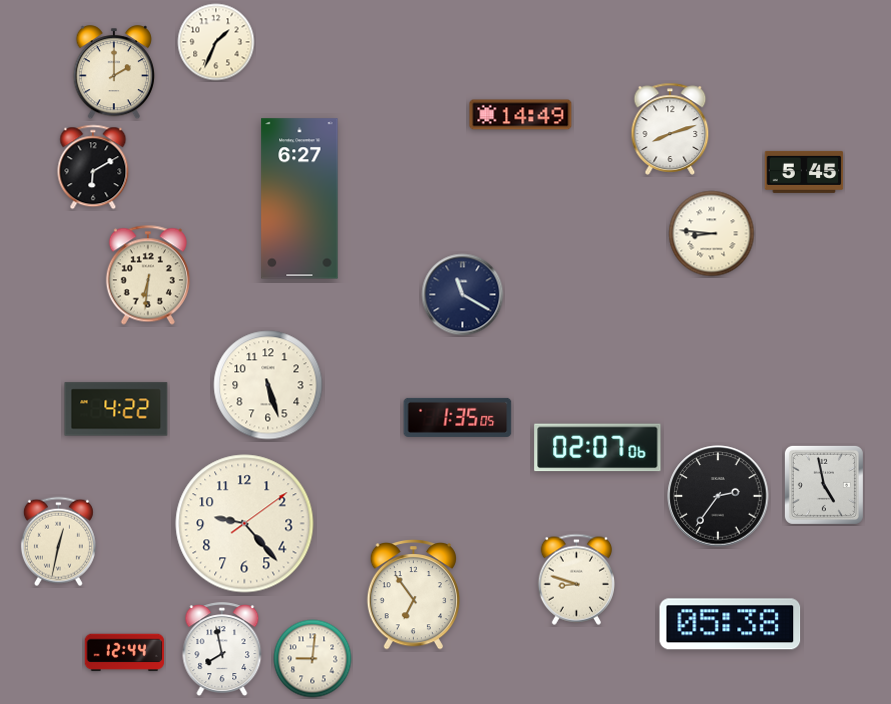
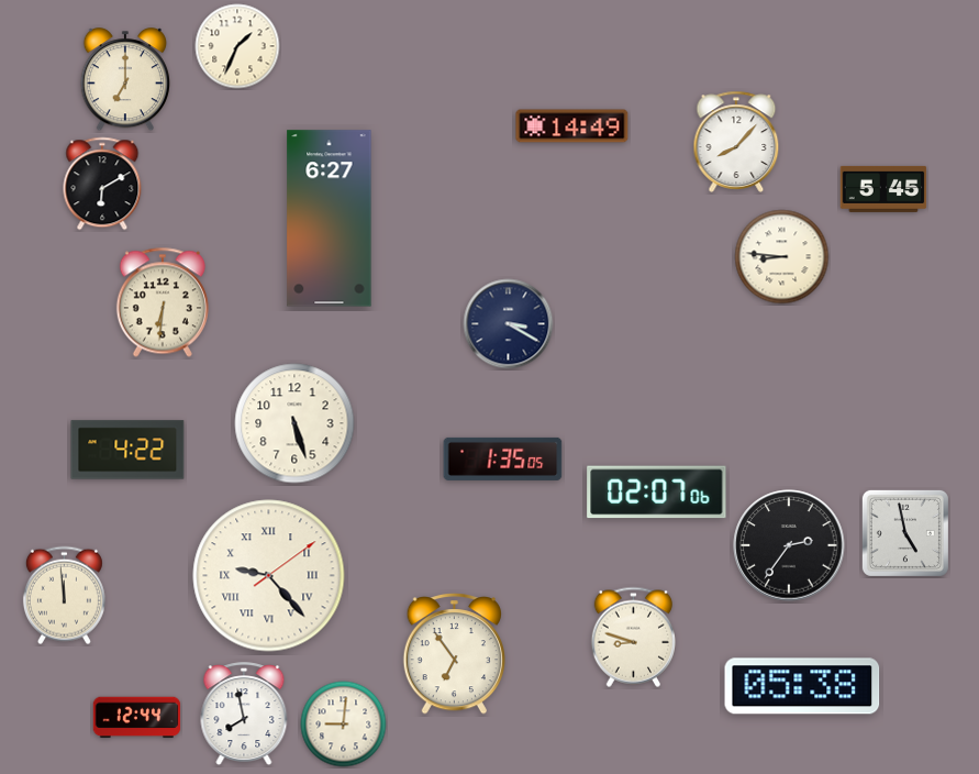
clock at (113, 73): 2:00 -> 7:00
clock at (670, 129): 8:12 -> 8:07
clock at (463, 295): 11:20 -> 3:20
clock at (245, 524) numerals: Arabic -> Roman
clock at (58, 542): 12:32 -> 11:59
